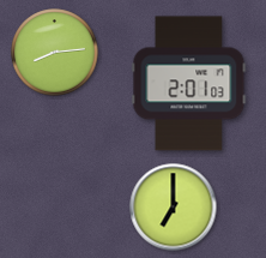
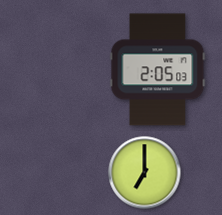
clock at (55, 53): 8:14 -> none
clock at (189, 84): 2:01 -> 2:05
